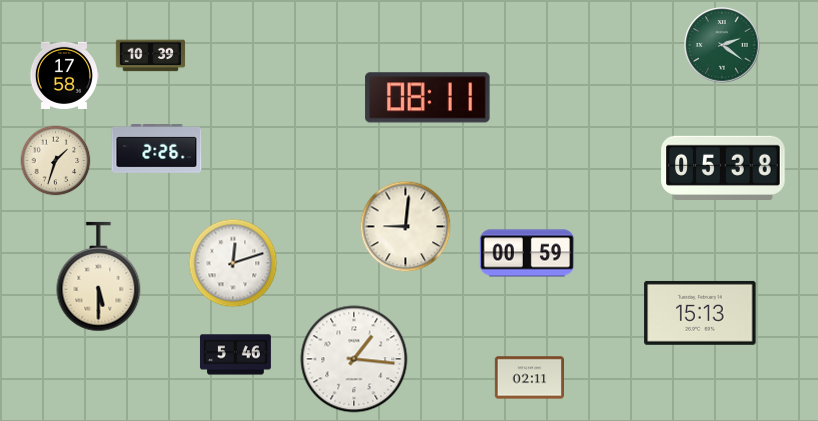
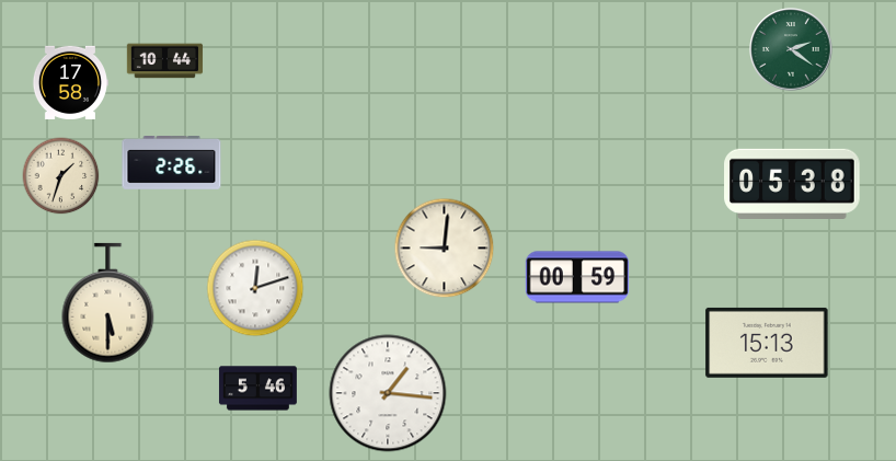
clock at (151, 56): 10:39 -> 10:44
clock at (428, 98): 08:11 -> none
clock at (530, 378): 02:11 -> none
